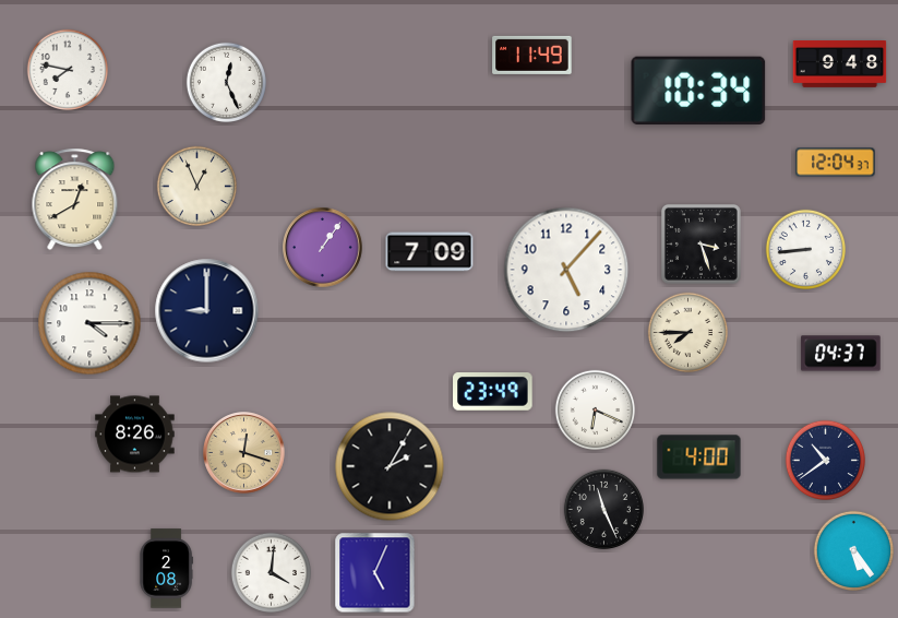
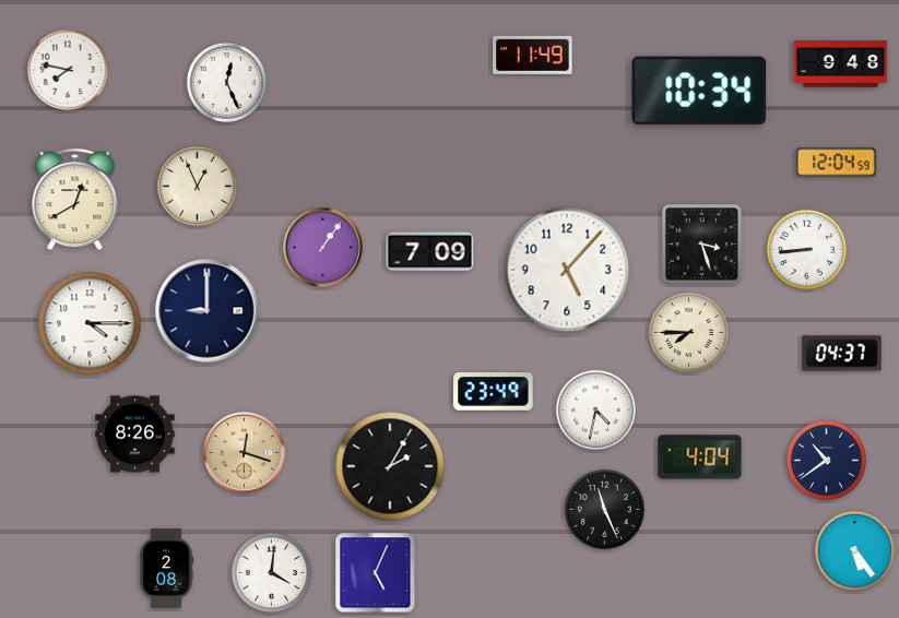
clock at (836, 163): 12:04:37 -> 12:04:59
clock at (595, 409): 6:19 -> 4:32
clock at (699, 457): 4:00 -> 4:04
